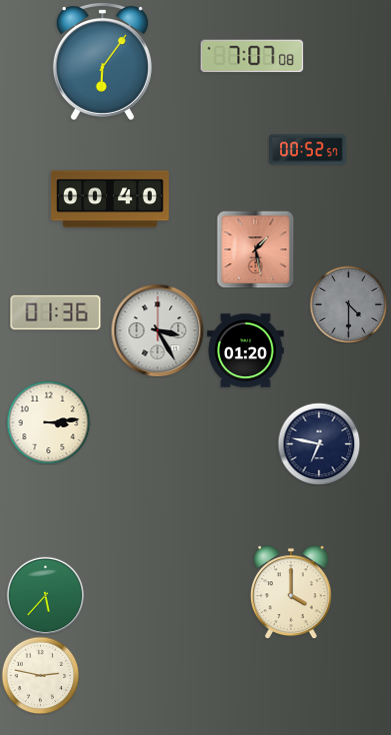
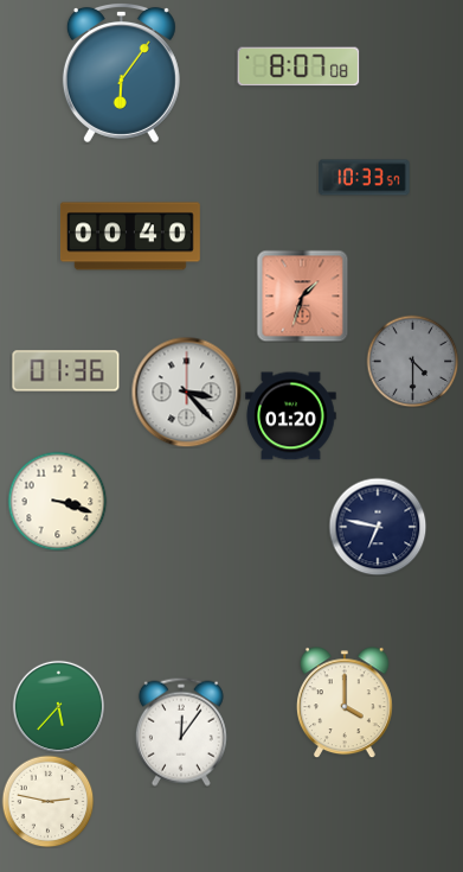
clock at (252, 56): 7:07 -> 8:07
clock at (308, 150): 00:52 -> 10:33
clock at (255, 249): 1:28 -> 1:33
clock at (157, 330): 3:25 -> 3:23
clock at (48, 422): 3:14 -> 3:18
clock at (45, 595) position: (45, 595) -> (58, 706)
clock at (181, 732): none -> 12:06
